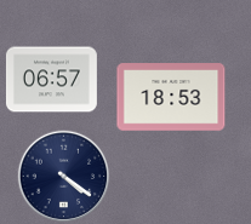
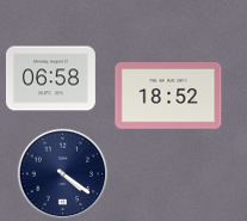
clock at (51, 80): 06:57 -> 06:58
clock at (171, 97): 18:53 -> 18:52
